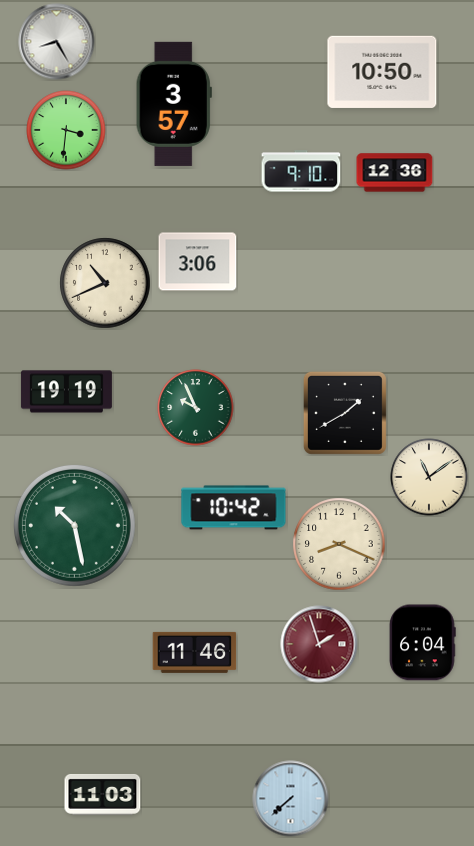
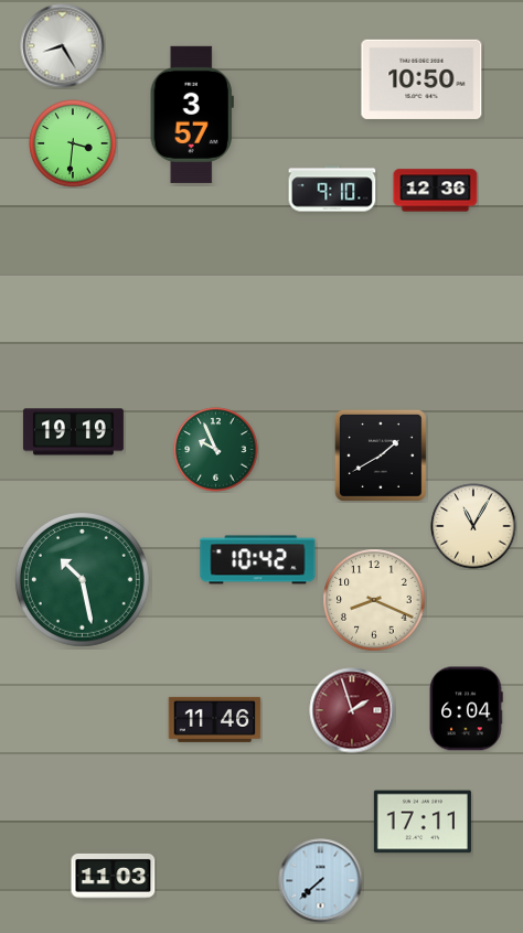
clock at (198, 262): 3:06 -> none
clock at (105, 283): 10:41 -> none
clock at (429, 477): 11:09 -> 11:05
clock at (423, 822): none -> 17:11
